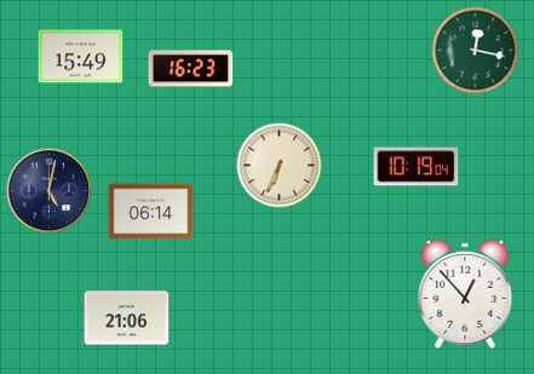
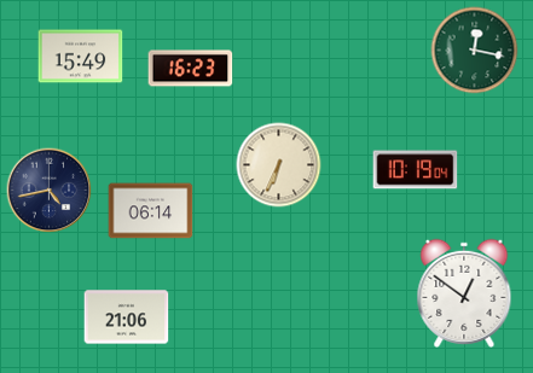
clock at (417, 167) position: (417, 167) -> (416, 170)
clock at (50, 191): 5:02 -> 4:43
clock at (465, 294): 12:53 -> 12:51
